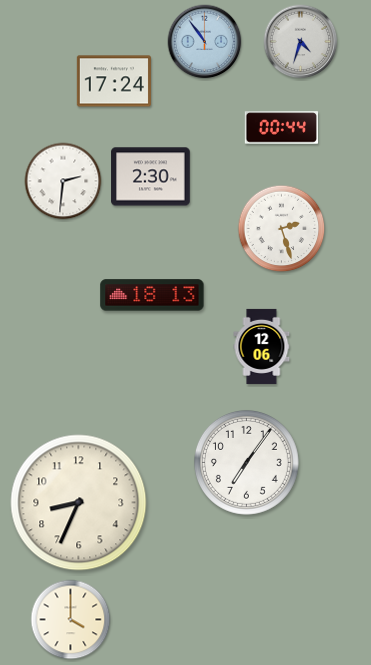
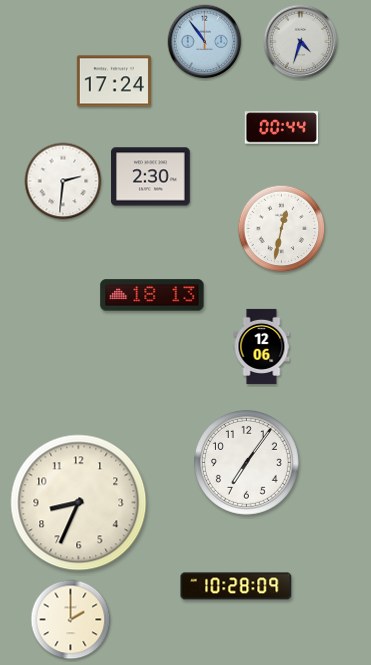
clock at (282, 229): 2:27 -> 12:32
clock at (236, 586): none -> 10:28
clock at (71, 620): 4:00 -> 2:00
